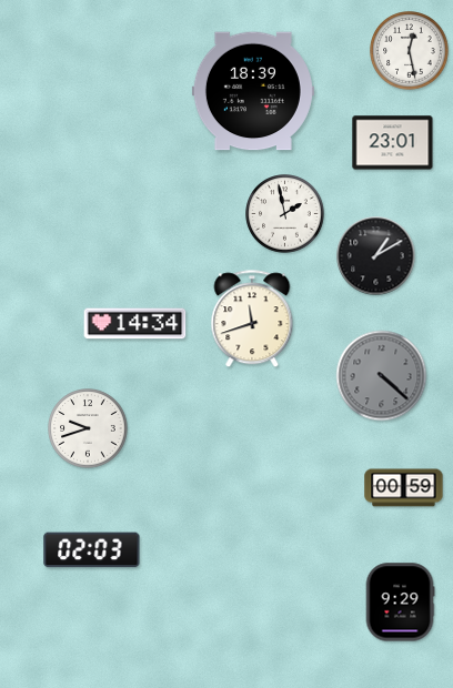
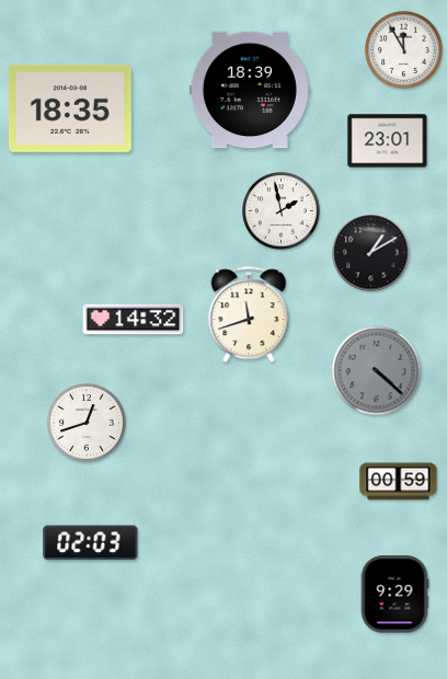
clock at (410, 51): 12:28 -> 11:55
clock at (70, 108): none -> 18:35
clock at (135, 324): 14:34 -> 14:32
clock at (88, 428): 9:42 -> 12:42
